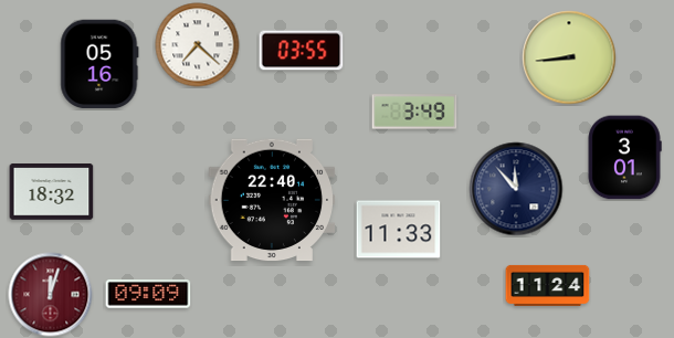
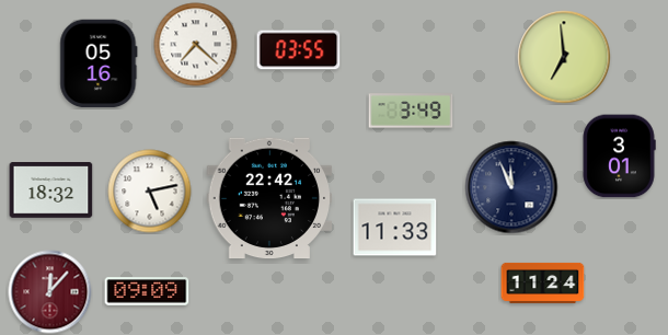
clock at (569, 57): 8:44 -> 6:59
clock at (516, 189): 11:53 -> 11:56
clock at (150, 192): none -> 5:13
clock at (272, 200): 22:40 -> 22:42
clock at (51, 295): 12:03 -> 12:07
